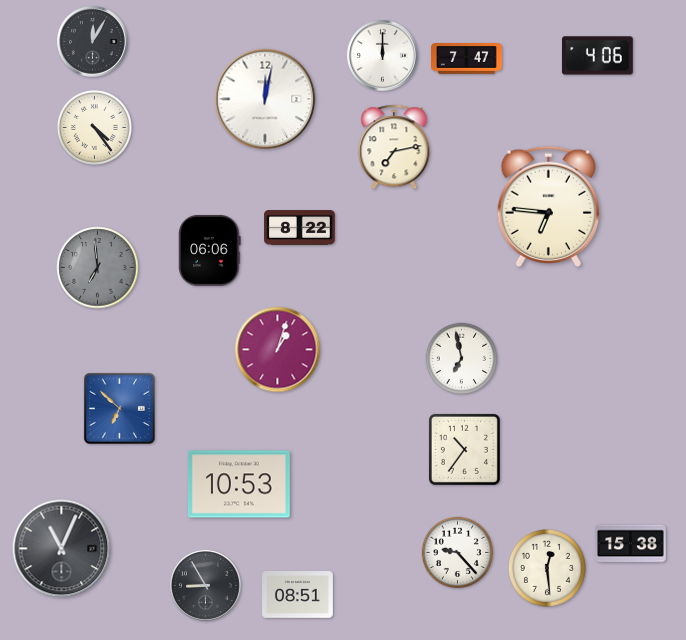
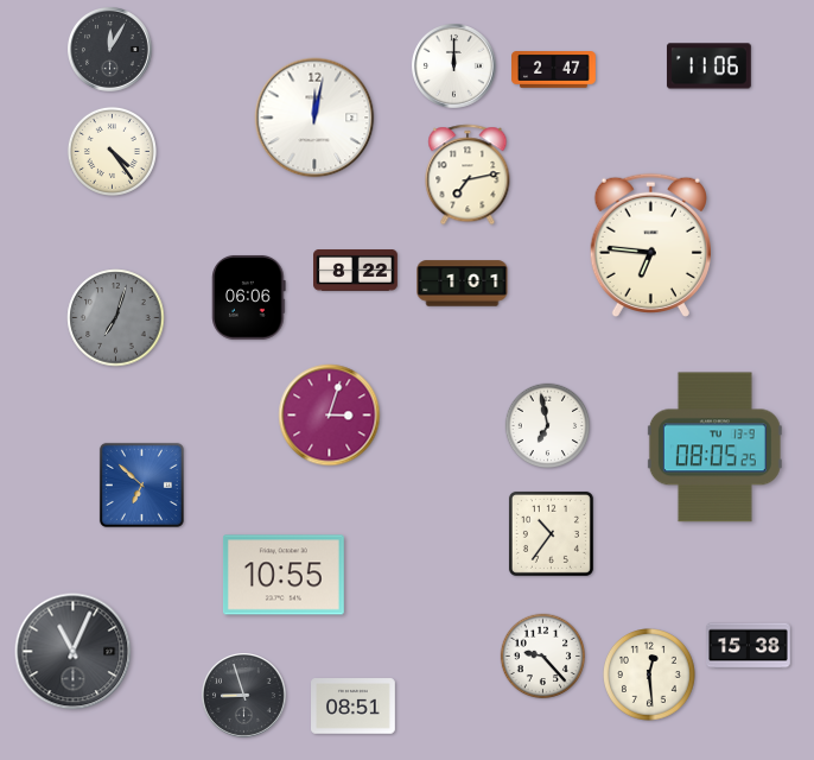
clock at (597, 56): 4:06 -> 11:06
clock at (467, 59): 7:47 -> 2:47
clock at (463, 284): none -> 1:01
clock at (98, 268): 6:59 -> 7:03
clock at (278, 350): 1:03 -> 3:03
clock at (714, 448): none -> 08:05
clock at (239, 484): 10:53 -> 10:55
clock at (206, 586): 8:55 -> 8:57
